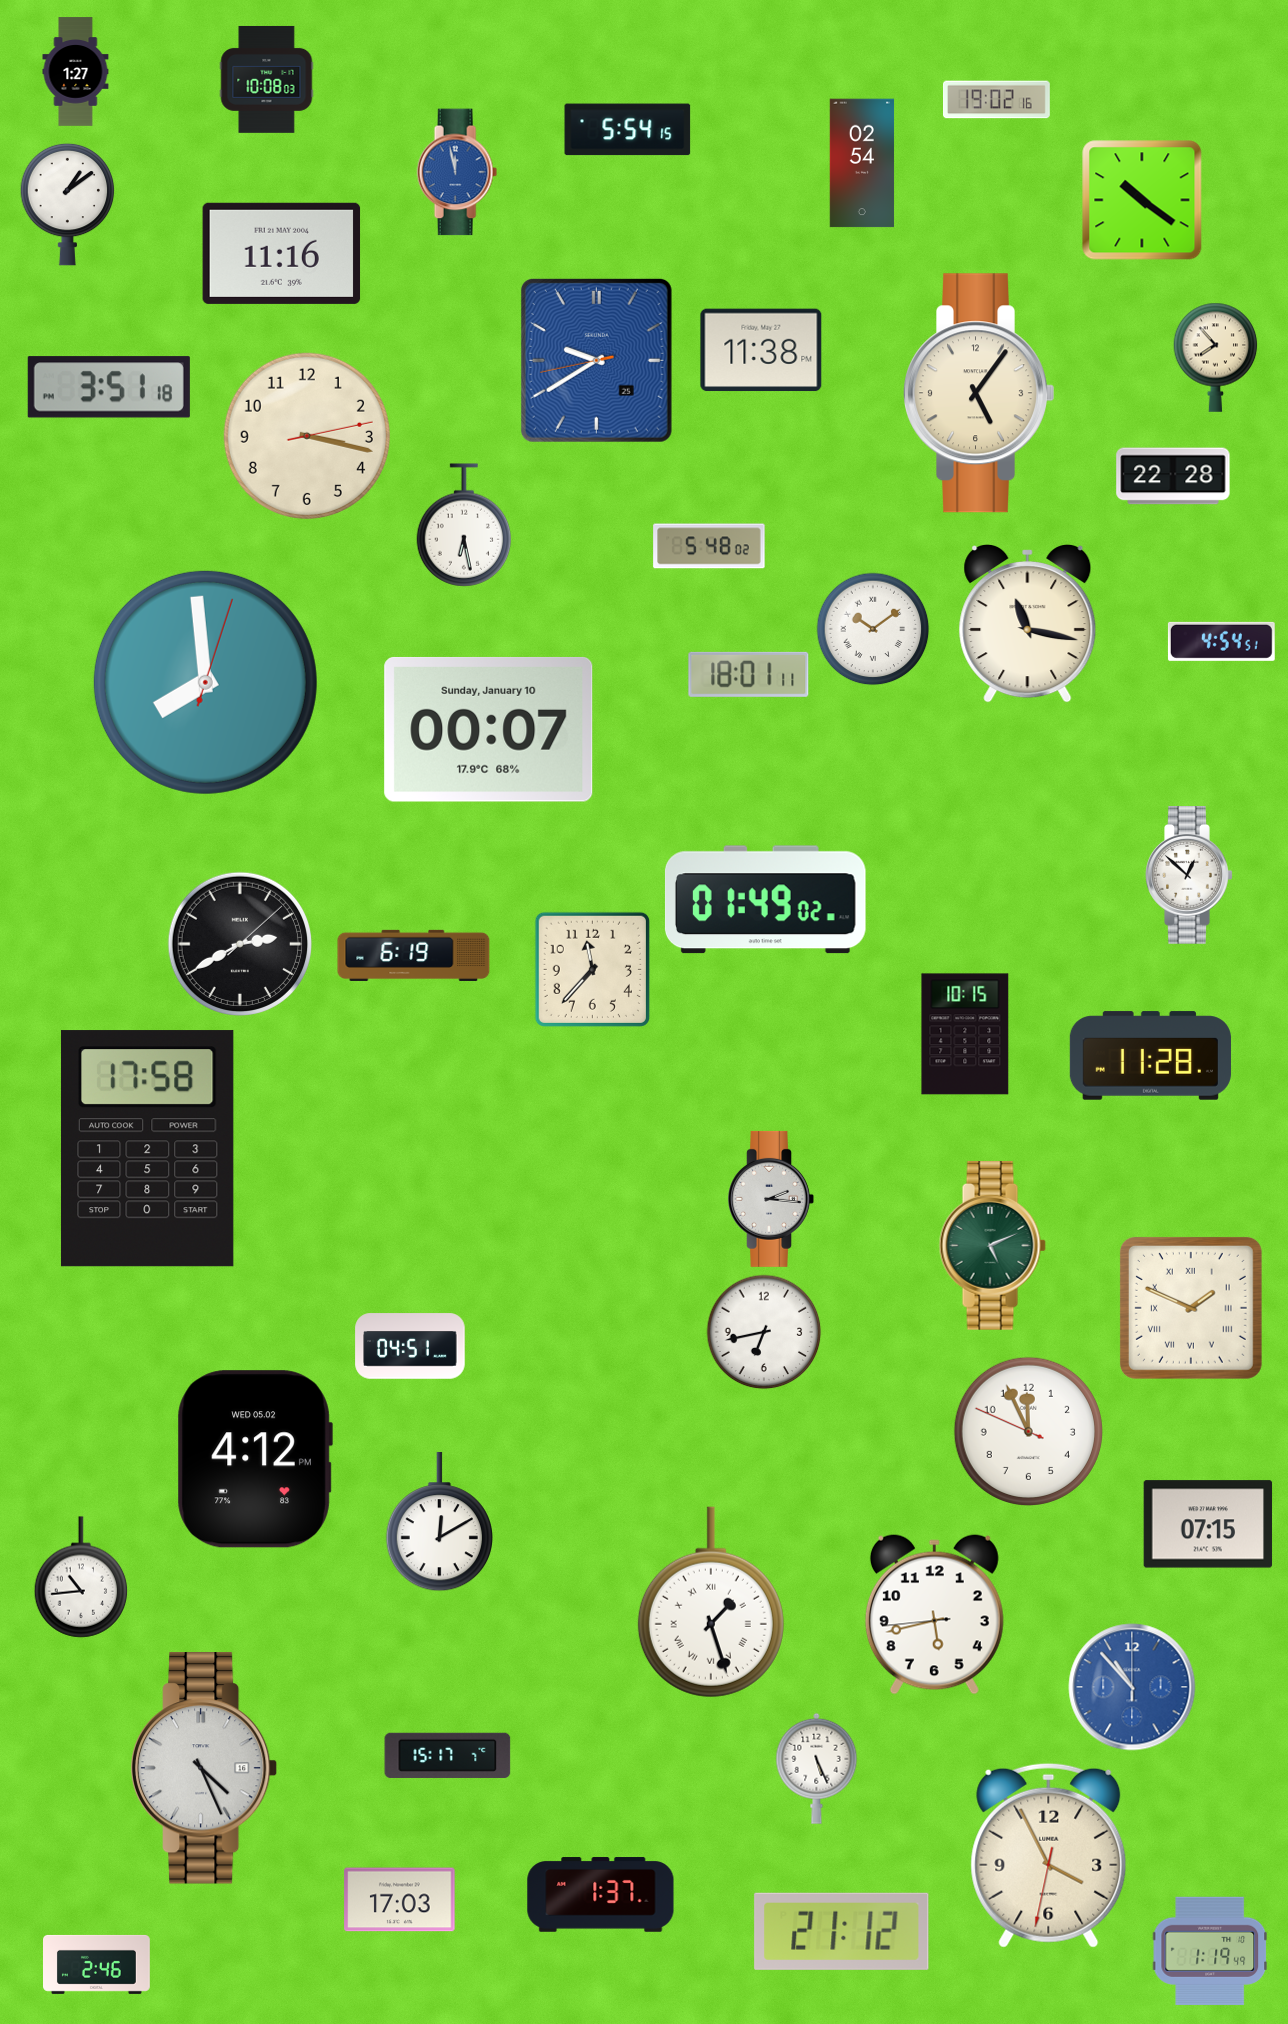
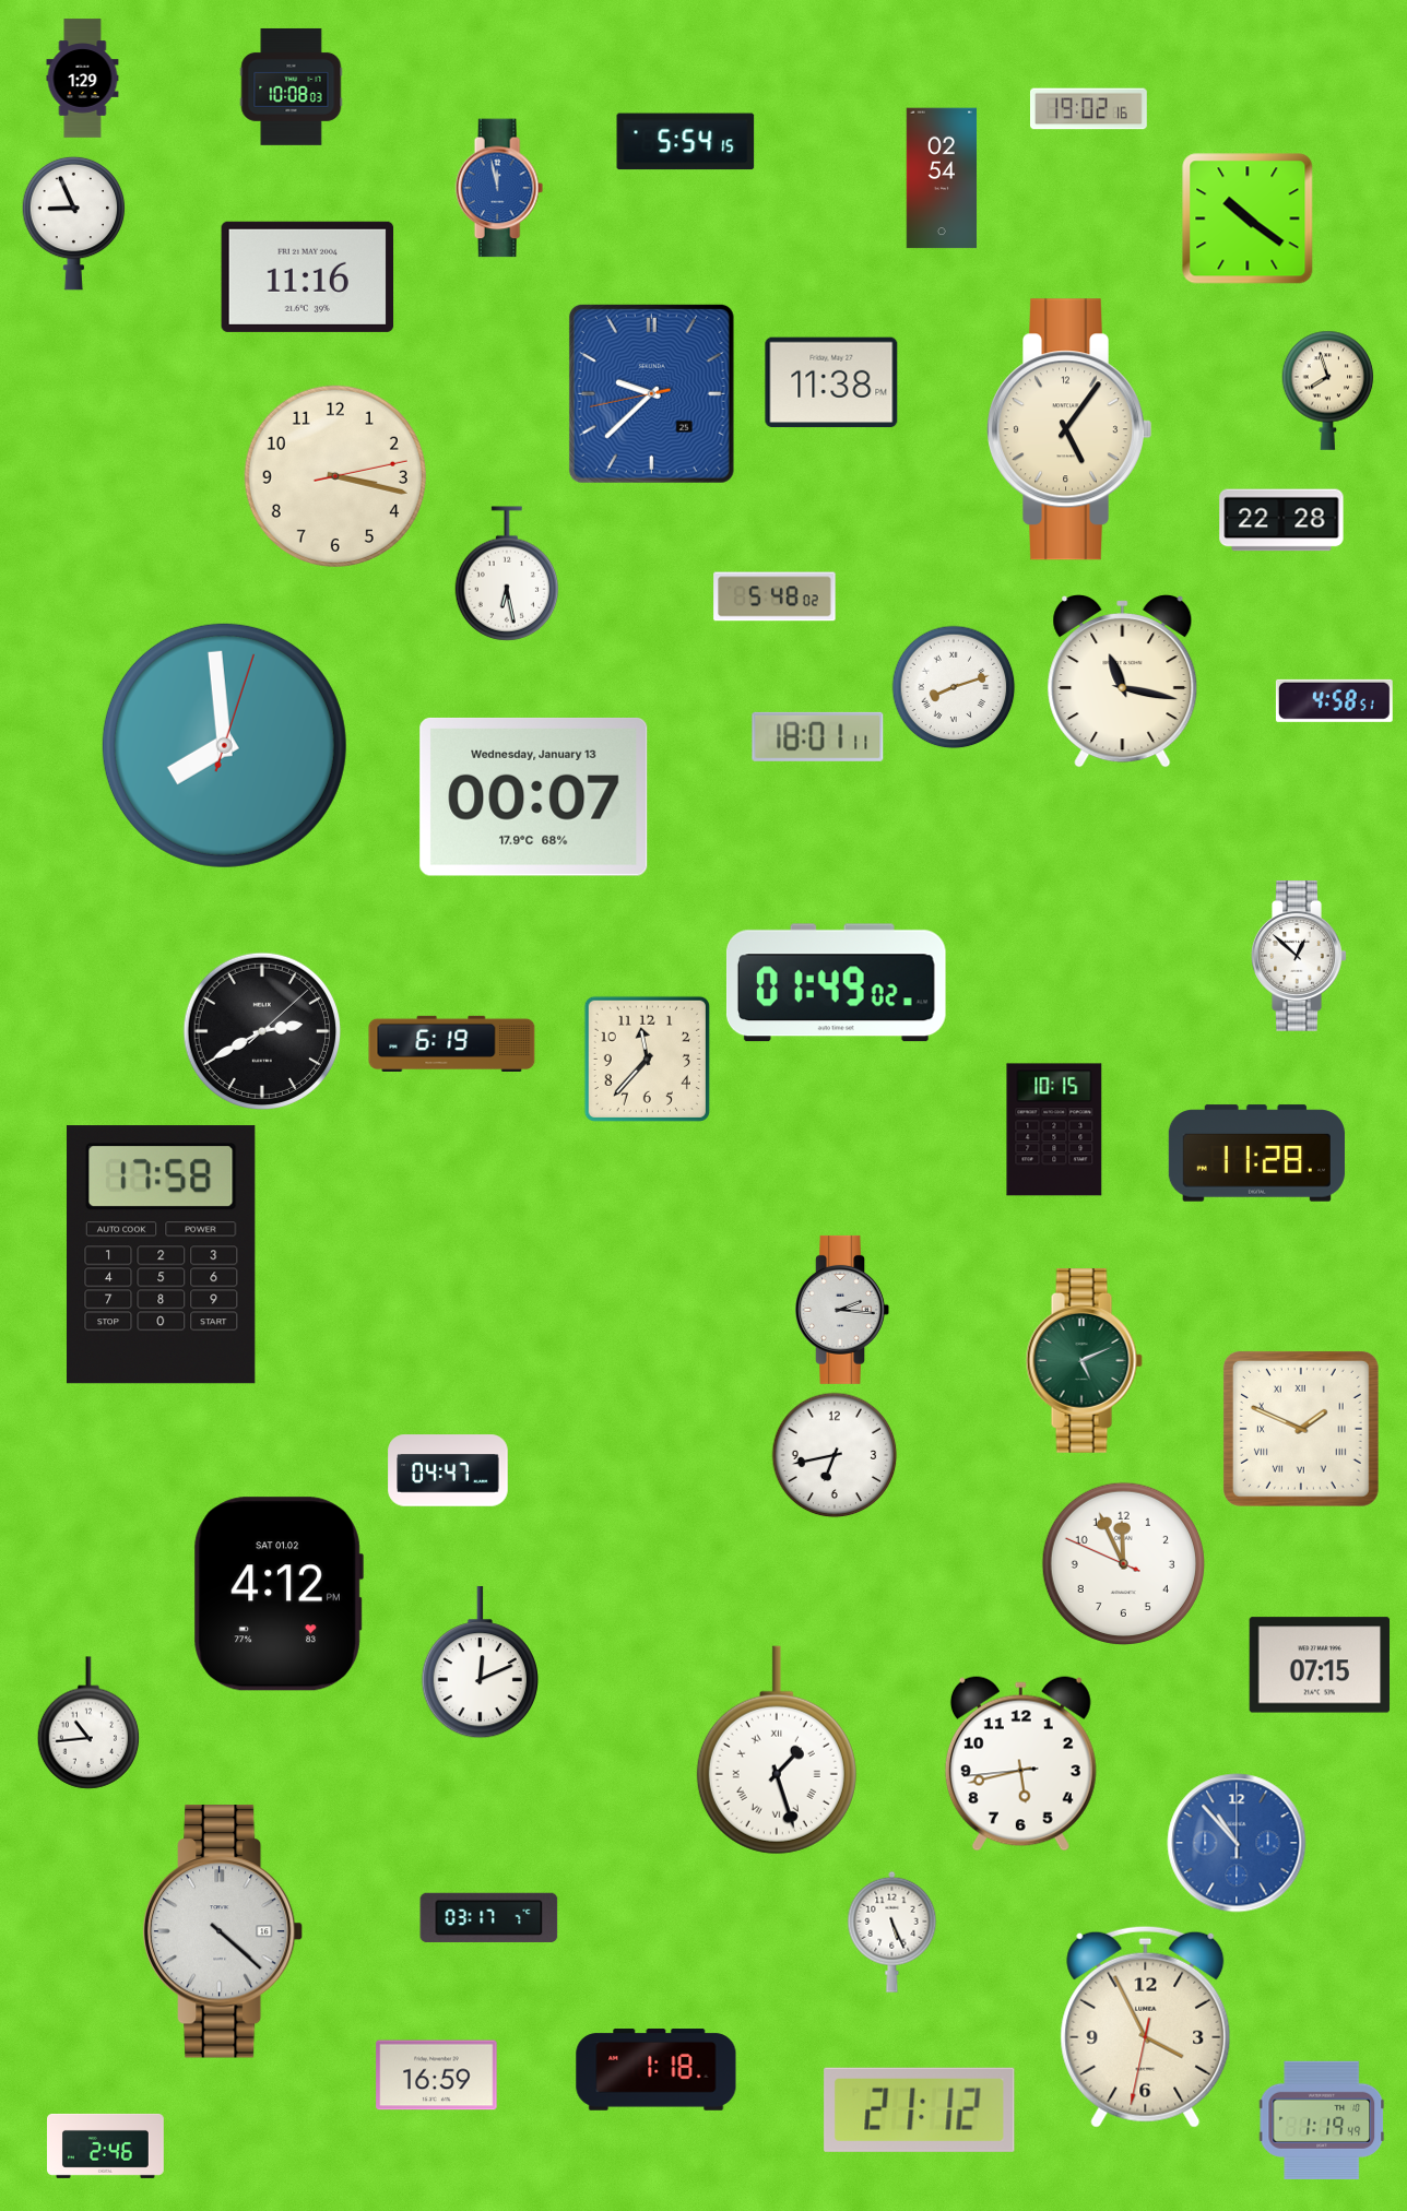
clock at (76, 72): 1:27 -> 1:29
clock at (68, 204): 1:09 -> 8:56
clock at (1216, 357): 7:53 -> 7:57
clock at (596, 360): 9:39 -> 9:37
clock at (109, 387): 3:51 -> none
clock at (873, 629): 10:09 -> 8:12
clock at (1221, 641): 4:54 -> 4:58
clock at (489, 729) date: Sunday, January 10 -> Wednesday, January 13
clock at (410, 1346): 04:51 -> 04:47
clock at (255, 1459) date: WED 05.02 -> SAT 01.02
clock at (439, 1523): 12:10 -> 12:11
clock at (448, 1755): 15:17 -> 03:17
clock at (204, 1768): 4:26 -> 4:22
clock at (601, 1895): 1:37 -> 1:18
clock at (400, 1900): 17:03 -> 16:59
clock at (1210, 1951) position: (1210, 1951) -> (1322, 2120)
